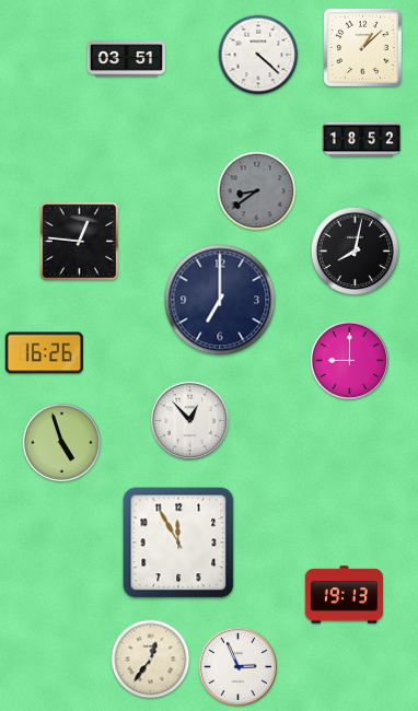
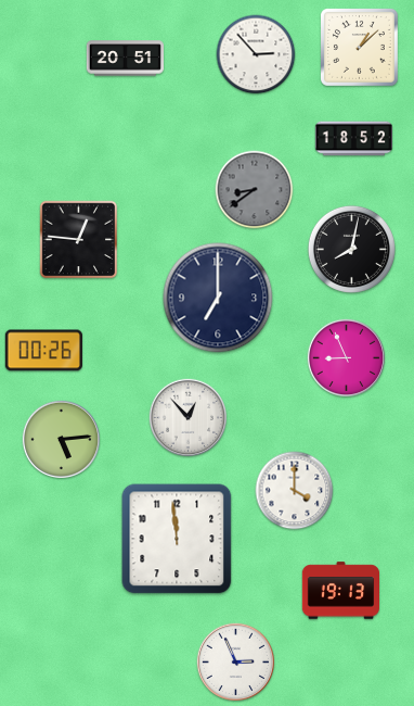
clock at (258, 55): 4:22 -> 2:53
clock at (126, 59): 03:51 -> 20:51
clock at (361, 140) position: (361, 140) -> (353, 139)
clock at (44, 353): 16:26 -> 00:26
clock at (349, 360): 9:00 -> 8:56
clock at (61, 442): 4:57 -> 5:14
clock at (295, 491): none -> 4:00
clock at (178, 543): 11:55 -> 11:59
clock at (151, 660): 12:36 -> none
